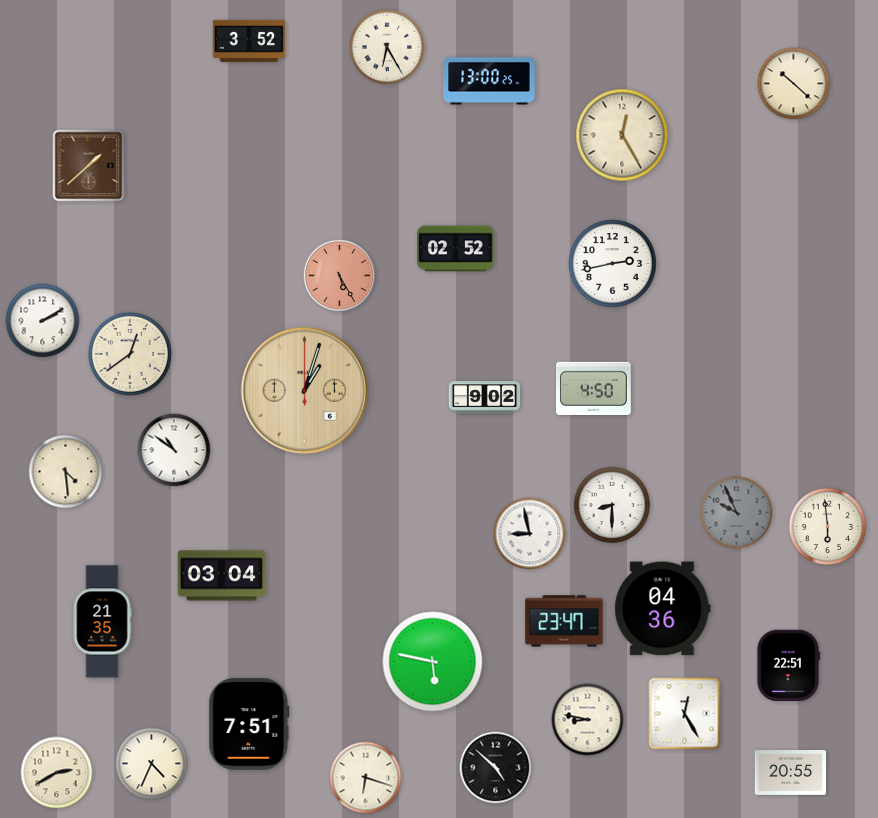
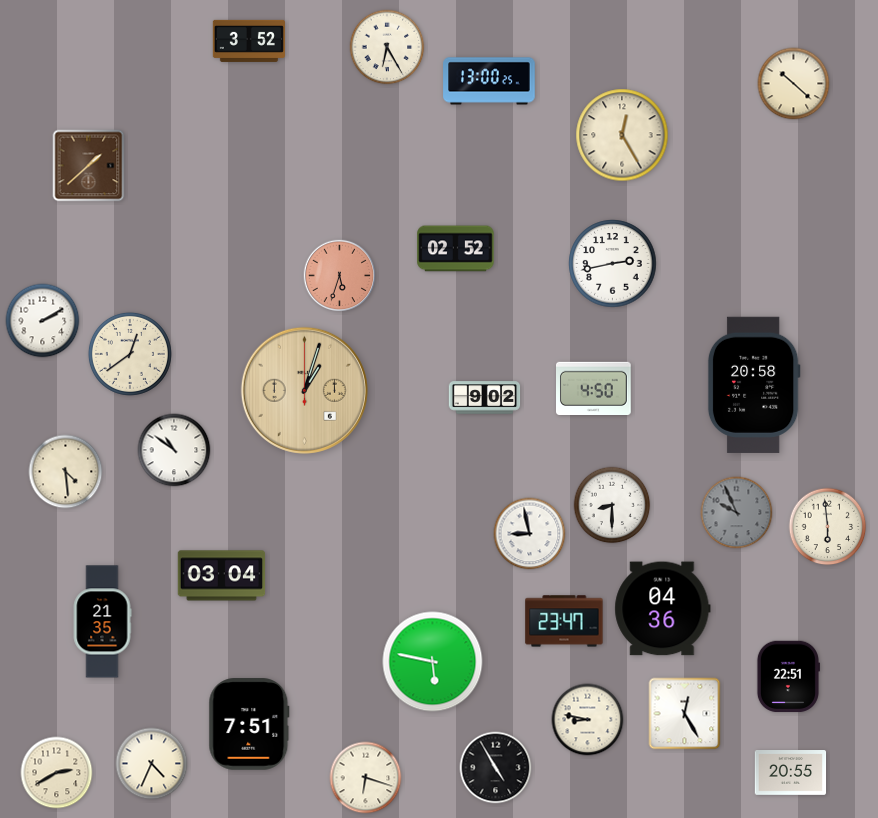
clock at (340, 276): 5:25 -> 5:33
clock at (754, 385): none -> 20:58
clock at (788, 666) position: (788, 666) -> (788, 677)
clock at (496, 768): 4:52 -> 4:55
